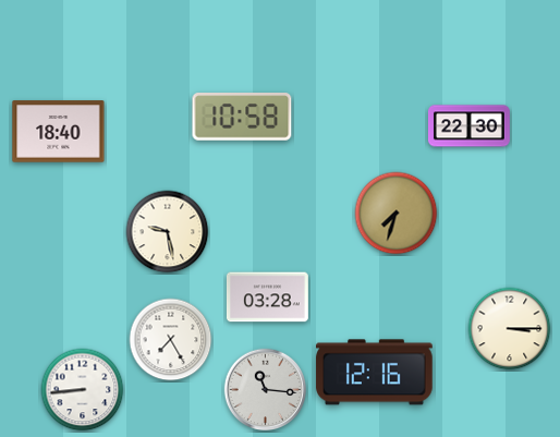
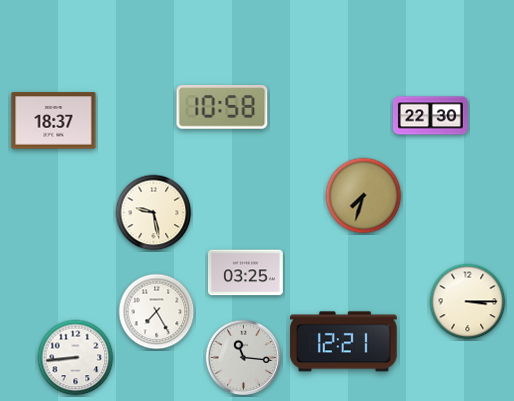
clock at (59, 132): 18:40 -> 18:37
clock at (267, 298): 03:28 -> 03:25
clock at (375, 373): 12:16 -> 12:21
